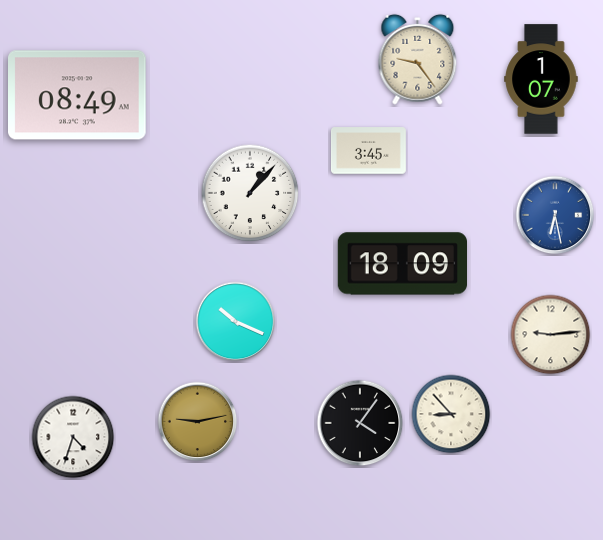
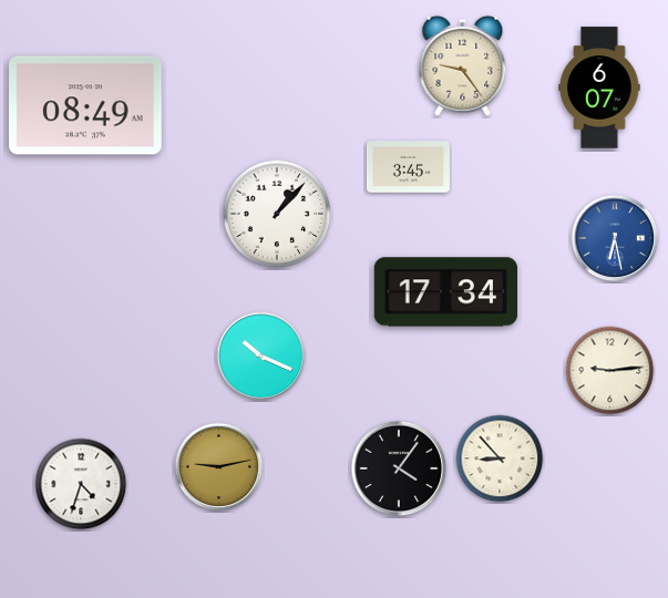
clock at (541, 79): 1:07 -> 6:07
clock at (403, 264): 18:09 -> 17:34
